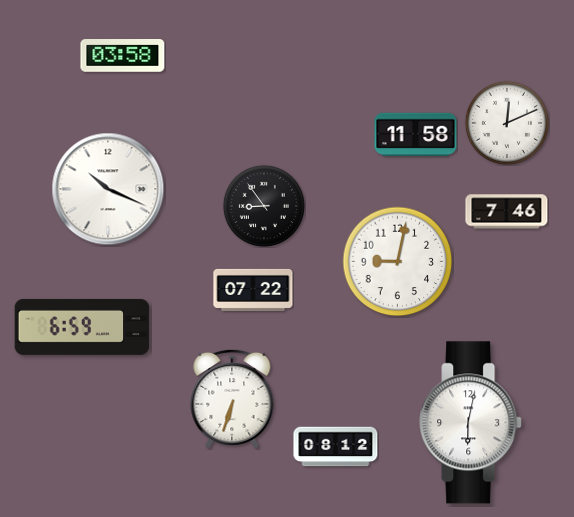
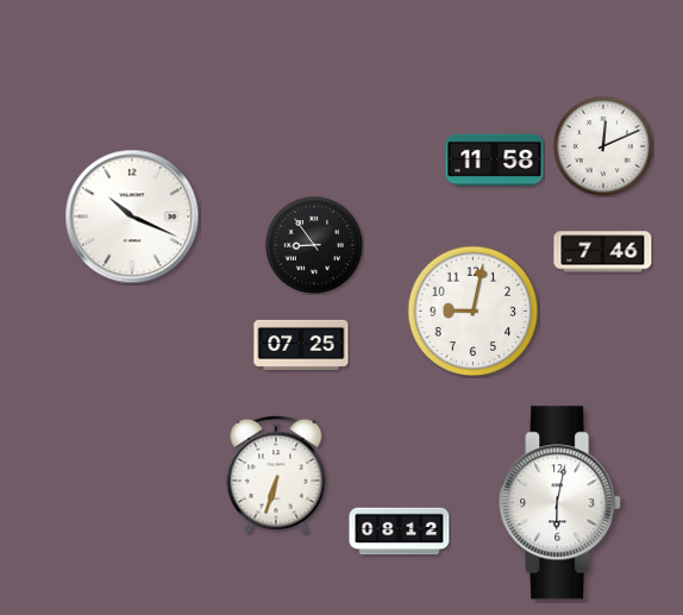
clock at (123, 56): 03:58 -> none
clock at (108, 189) position: (108, 189) -> (132, 216)
clock at (253, 290): 07:22 -> 07:25
clock at (82, 327): 6:59 -> none
